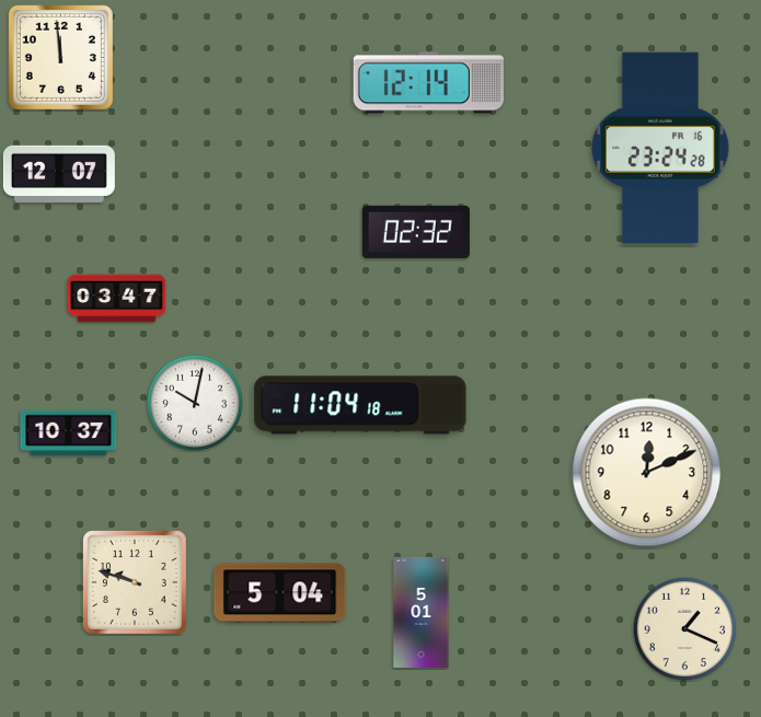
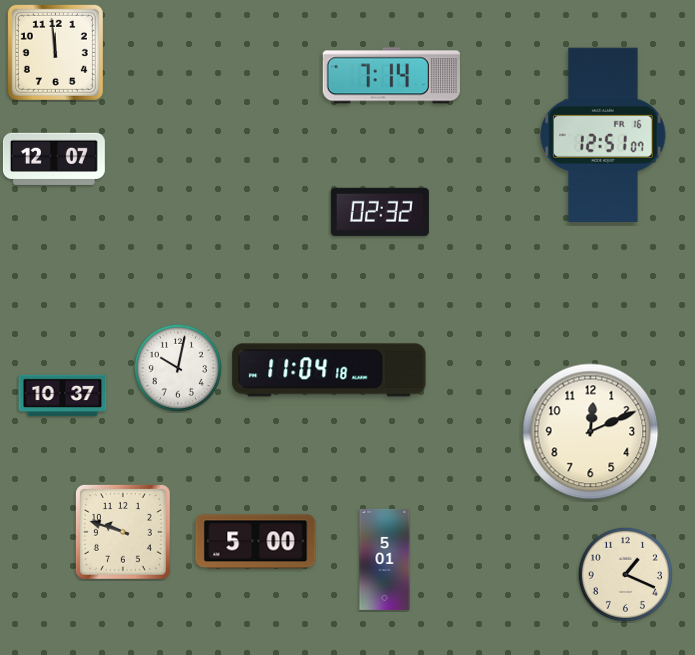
clock at (428, 83): 12:14 -> 7:14
clock at (660, 147): 23:24 -> 12:51
clock at (117, 299): 03:47 -> none
clock at (280, 593): 5:04 -> 5:00
